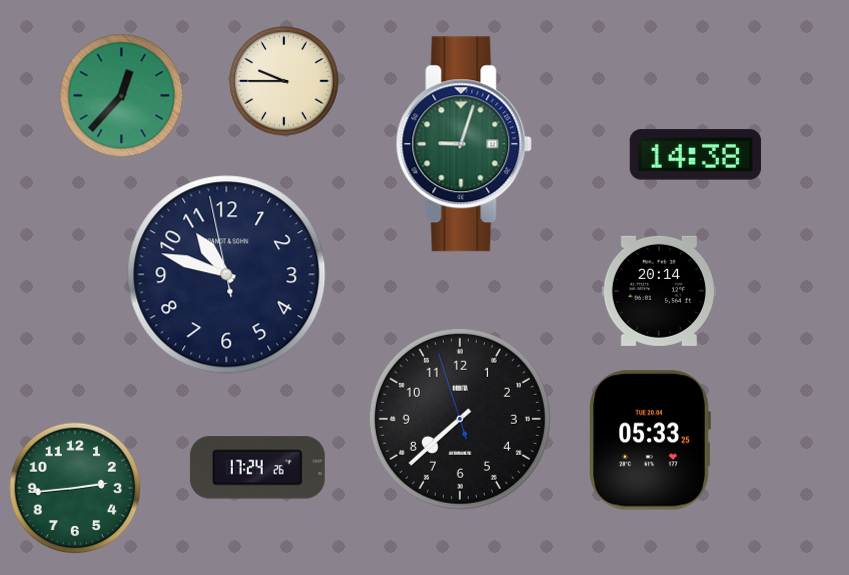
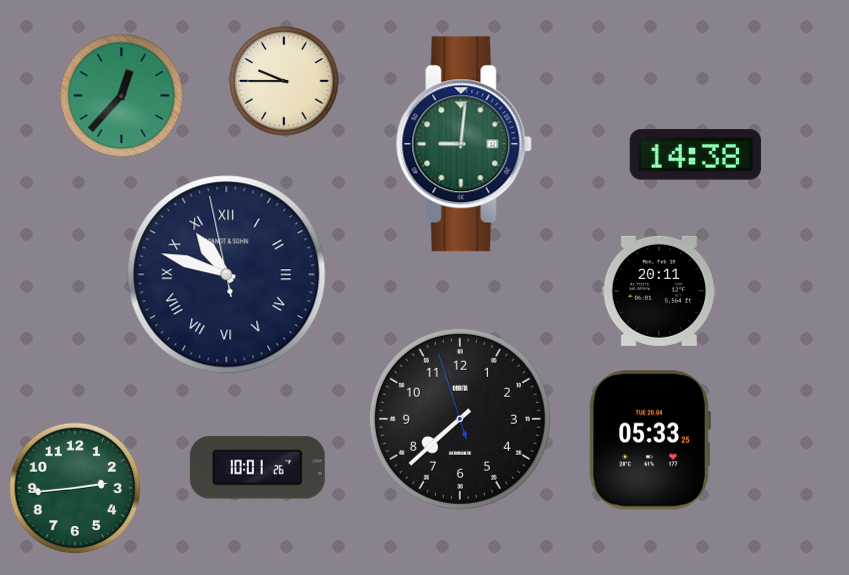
clock at (464, 144): 9:03 -> 9:01
clock at (227, 275) numerals: Arabic -> Roman
clock at (659, 291): 20:14 -> 20:11
clock at (257, 468): 17:24 -> 10:01
